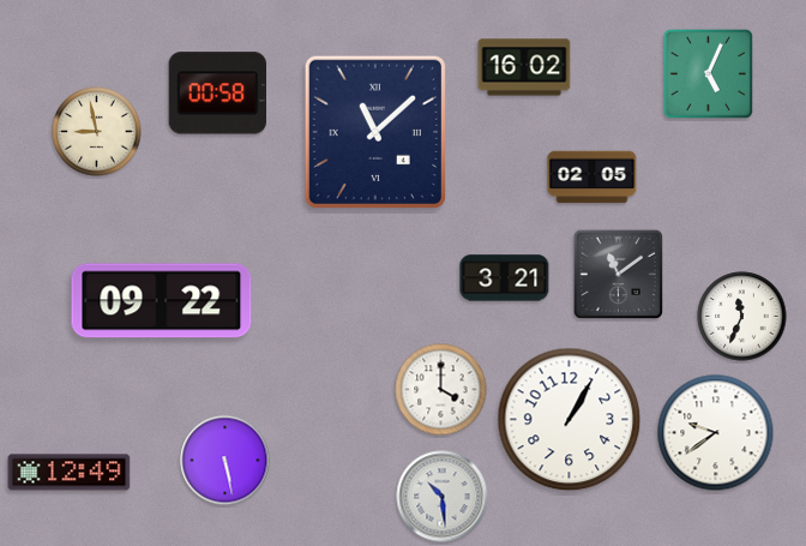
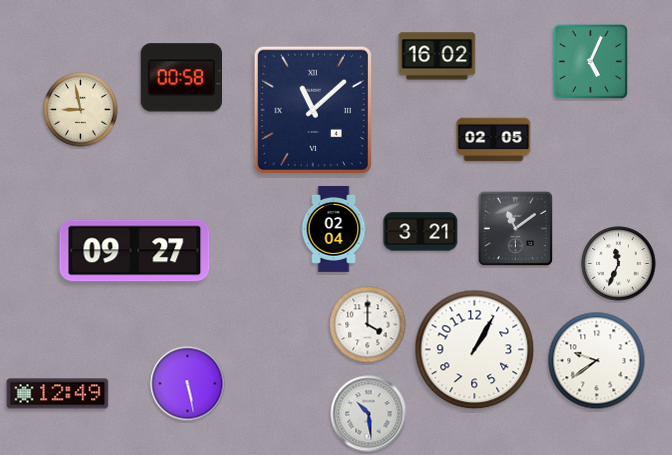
clock at (593, 178) position: (593, 178) -> (494, 140)
clock at (334, 229): none -> 02:04
clock at (162, 301): 09:22 -> 09:27
